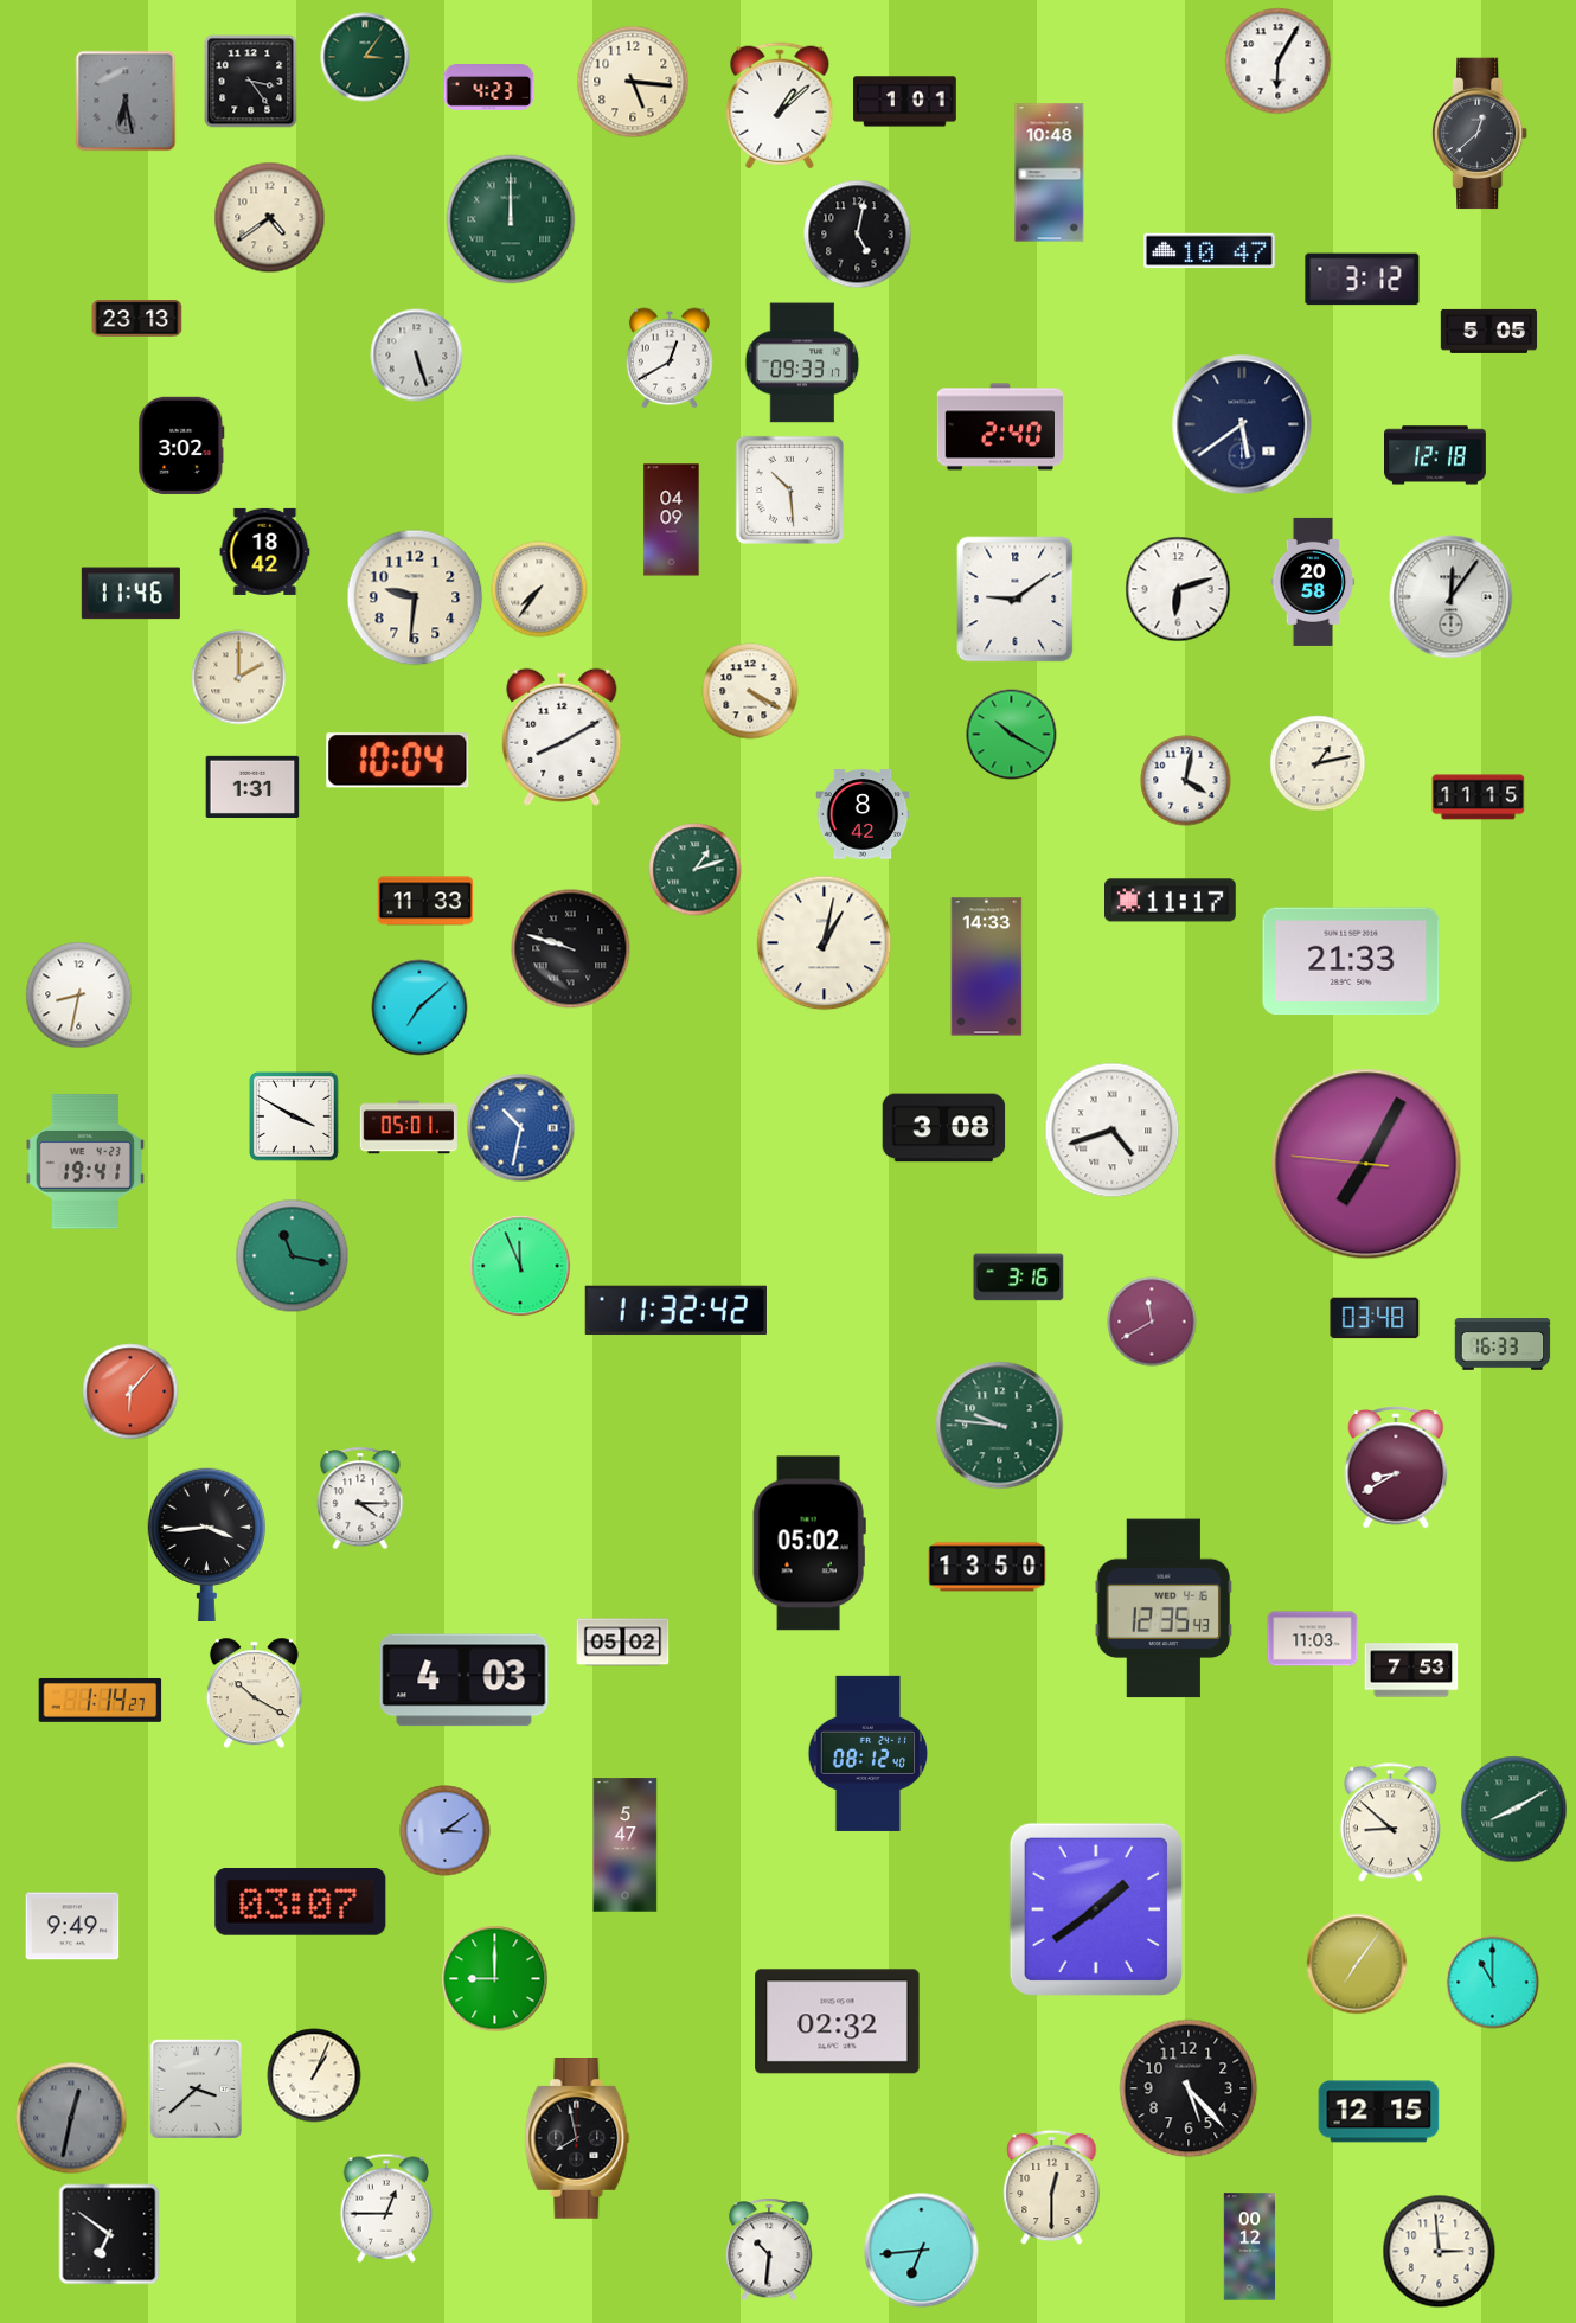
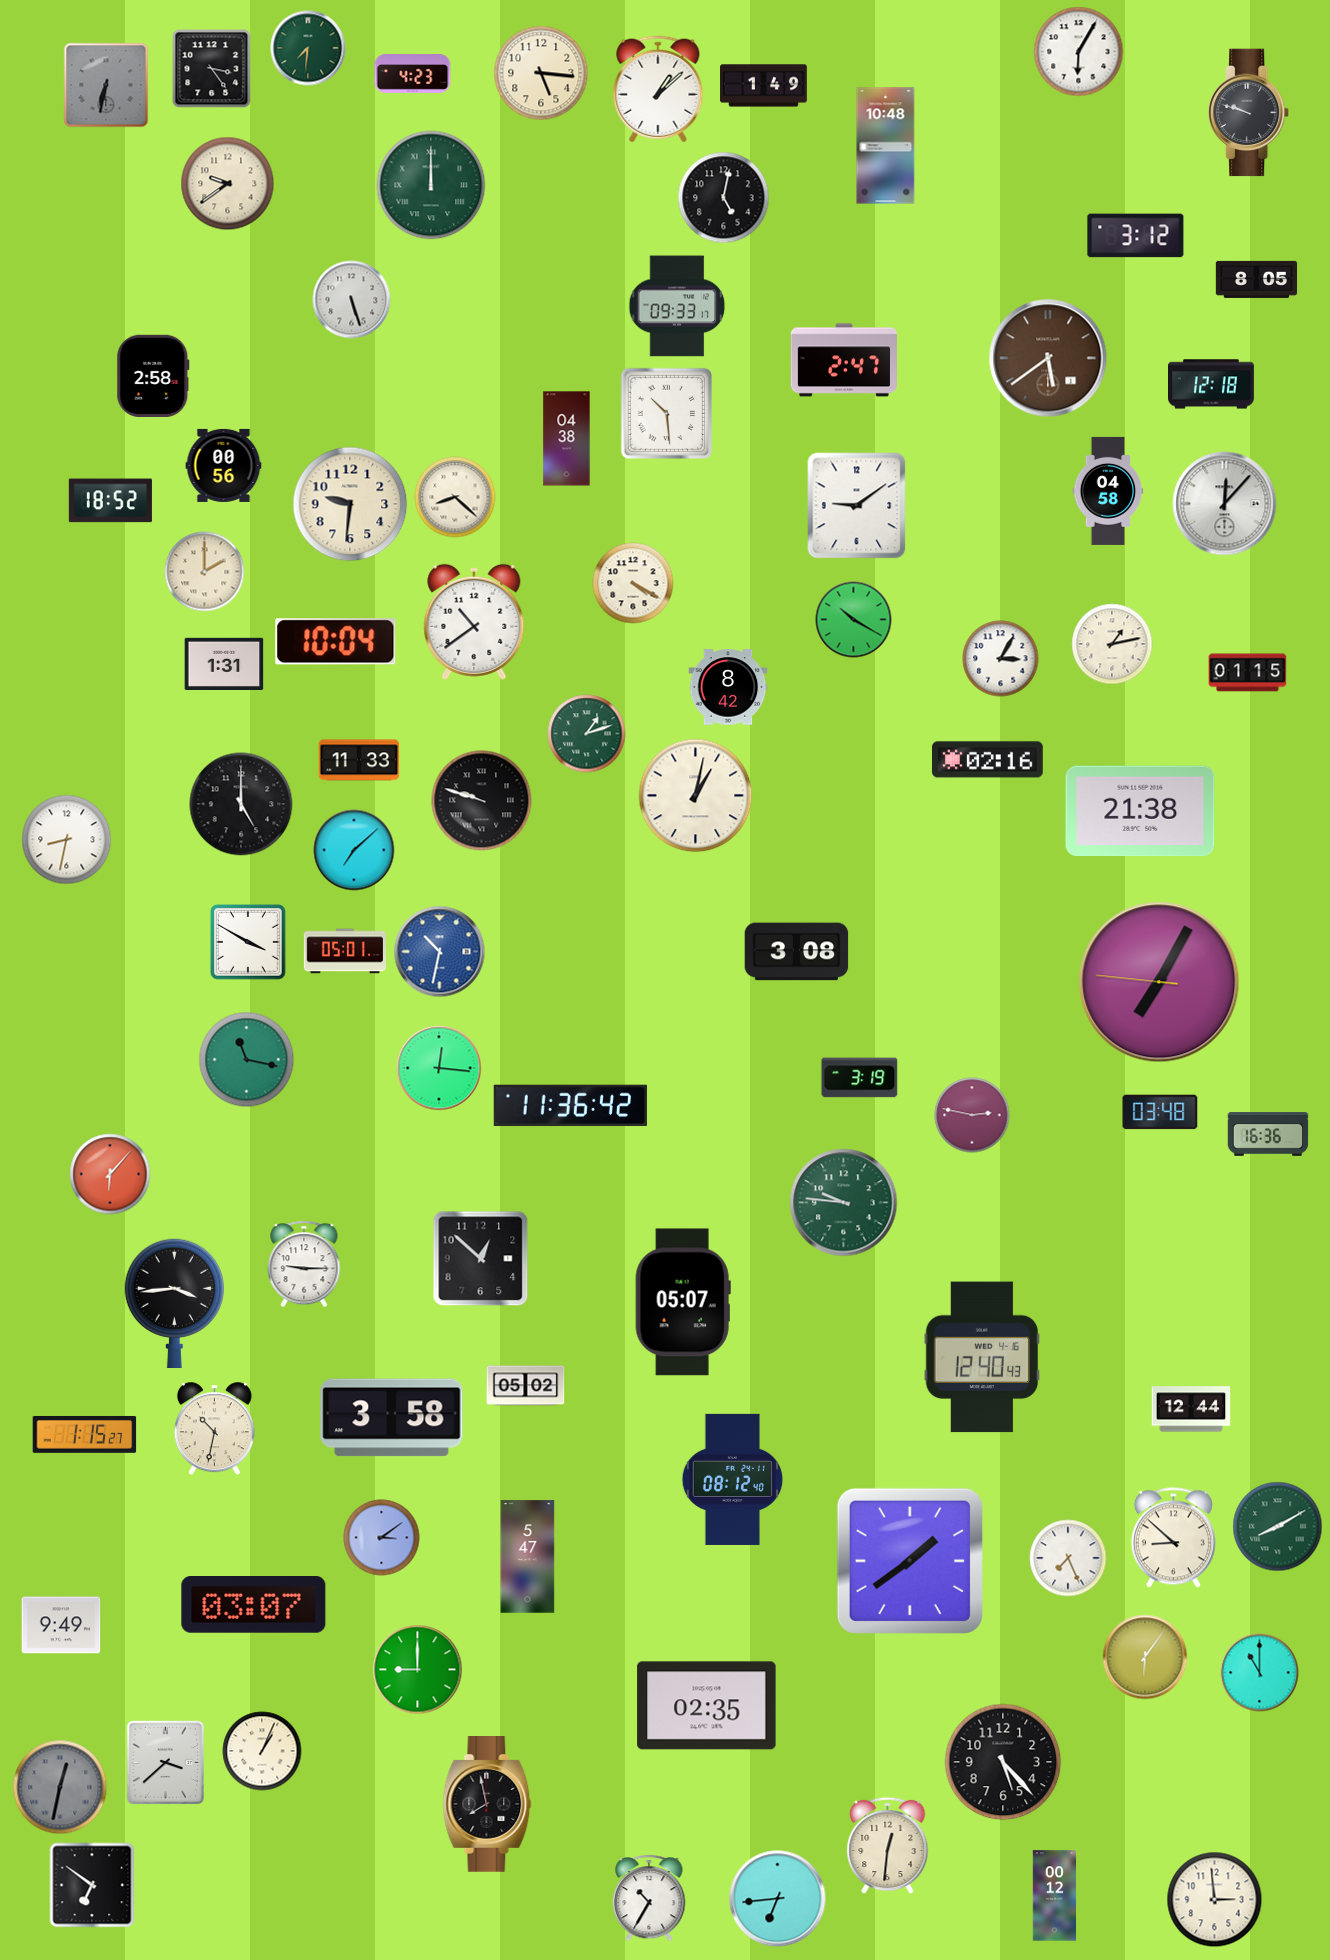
clock at (365, 57): 3:06 -> 7:31
clock at (633, 82) position: (633, 82) -> (541, 73)
clock at (126, 101): 6:28 -> 6:32
clock at (905, 102): 1:01 -> 1:49
clock at (1481, 134): 12:38 -> 9:48
clock at (270, 218): 4:39 -> 9:39
clock at (1210, 251): 10:47 -> none
clock at (1363, 280) position: (1363, 280) -> (1136, 236)
clock at (137, 319): 23:13 -> none
clock at (1489, 331): 5:05 -> 8:05
clock at (670, 358): 12:40 -> none
clock at (1242, 424) dial: navy -> brown
clock at (999, 427): 2:40 -> 2:47
clock at (181, 446): 3:02 -> 2:58
clock at (672, 520): 04:09 -> 04:38
clock at (265, 551): 18:42 -> 00:56
clock at (1313, 582): 20:58 -> 04:58
clock at (539, 589): 7:36 -> 8:22
clock at (1178, 589): 6:12 -> none
clock at (130, 594): 11:46 -> 18:52
clock at (1452, 597): 12:06 -> 12:07
clock at (239, 678) position: (239, 678) -> (205, 572)
clock at (562, 737): 8:10 -> 10:39
clock at (1186, 781): 4:02 -> 3:05
clock at (252, 786) position: (252, 786) -> (224, 663)
clock at (1479, 798): 11:15 -> 01:15
clock at (1171, 901): 11:17 -> 02:16
clock at (241, 804): none -> 5:00
clock at (1351, 961): 21:33 -> 21:38
clock at (987, 967): 14:33 -> none
clock at (1113, 1131): 4:42 -> none
clock at (85, 1161): 19:41 -> none
clock at (1366, 1164) position: (1366, 1164) -> (1159, 982)
clock at (520, 1266): 11:56 -> 12:16
clock at (1019, 1278): 3:16 -> 3:19
clock at (675, 1311): 11:32 -> 11:36
clock at (1152, 1322): 11:40 -> 2:47
clock at (1503, 1344): 16:33 -> 16:36
clock at (1396, 1468): 8:40 -> none
clock at (481, 1259): none -> 12:52
clock at (360, 1498): 4:15 -> 9:15
clock at (809, 1543): 05:02 -> 05:07
clock at (987, 1567): 13:50 -> none
clock at (1164, 1608): 12:35 -> 12:40
clock at (1313, 1639): 11:03 -> none
clock at (1411, 1670): 7:53 -> 12:44
clock at (465, 1681): 4:03 -> 3:58
clock at (254, 1694): 10:20 -> 10:32
clock at (101, 1700): 1:14 -> 1:15
clock at (446, 1831) position: (446, 1831) -> (382, 1538)
clock at (1068, 1558): none -> 7:26
clock at (1096, 1909) position: (1096, 1909) -> (910, 1561)
clock at (1357, 1964): 7:06 -> 6:06
clock at (838, 2022): 02:32 -> 02:35
clock at (314, 2075) position: (314, 2075) -> (262, 1751)
clock at (1379, 2112): 12:15 -> none
clock at (1052, 2188): 12:30 -> 12:31
clock at (386, 2208): 12:45 -> none
clock at (769, 2250): 10:31 -> 10:35
